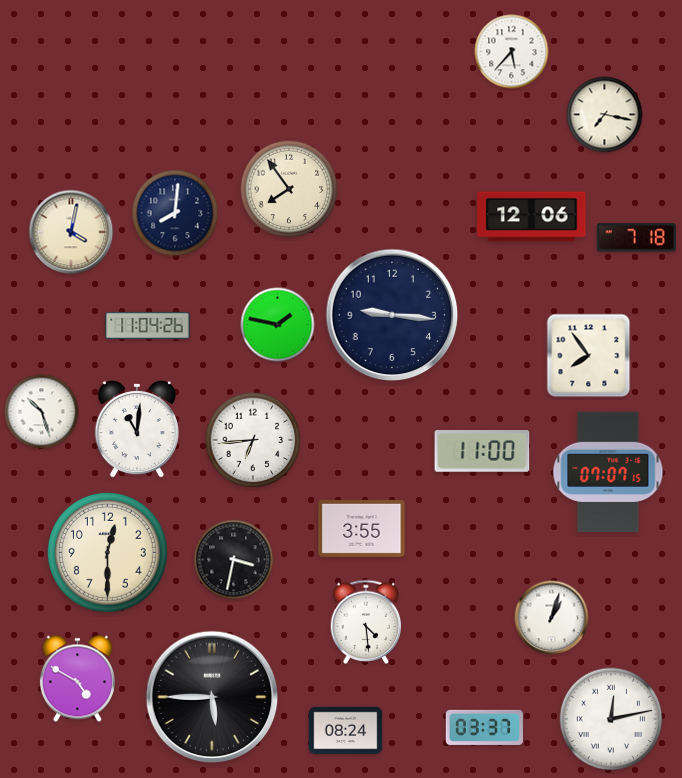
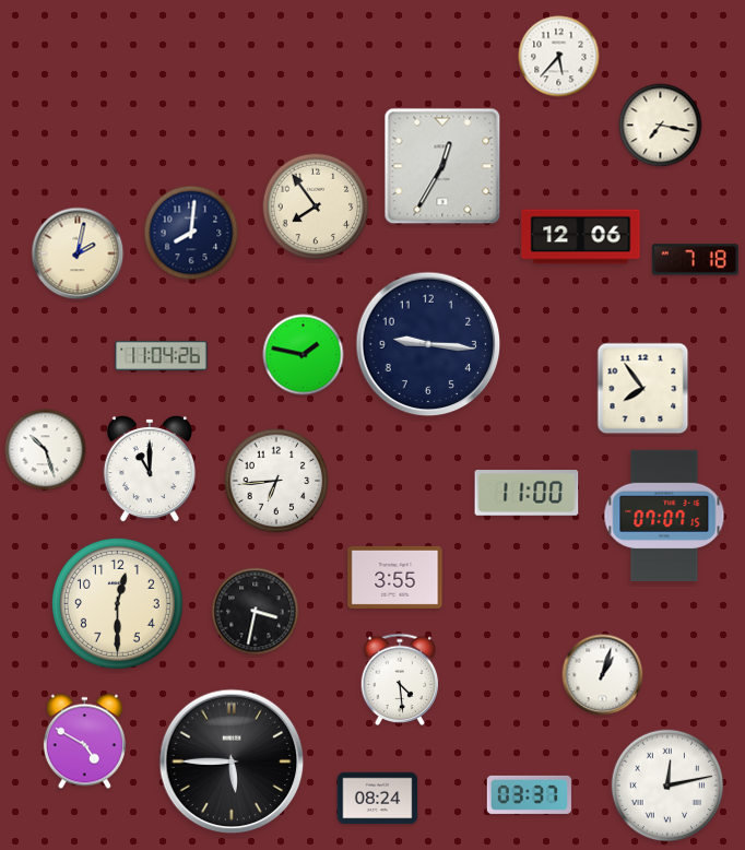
clock at (442, 166): none -> 12:35
clock at (71, 232): 4:02 -> 2:02
clock at (137, 429): 11:01 -> 11:00
